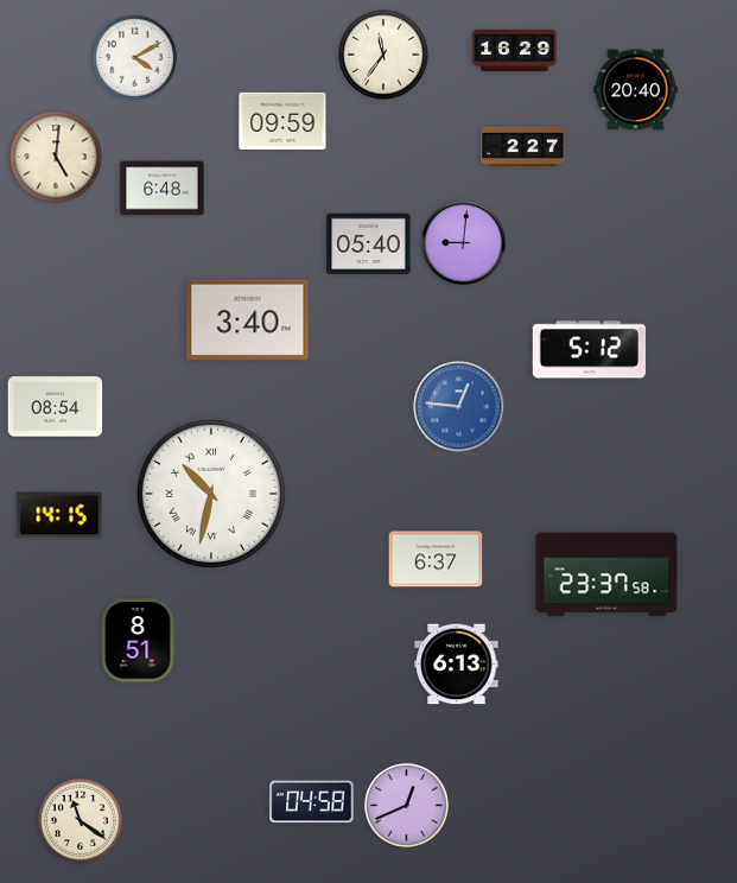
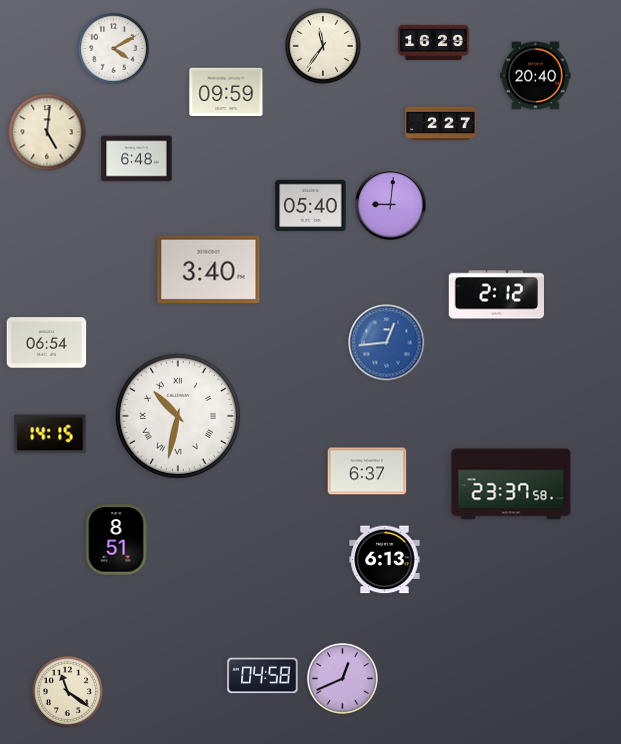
clock at (282, 120) position: (282, 120) -> (226, 91)
clock at (589, 350): 5:12 -> 2:12
clock at (56, 407): 08:54 -> 06:54
clock at (459, 407): 12:46 -> 12:44
